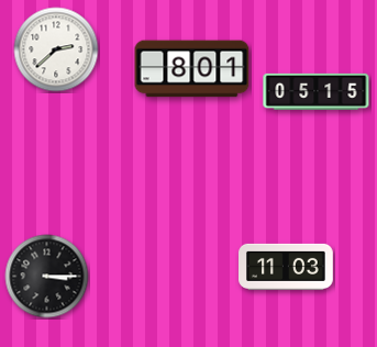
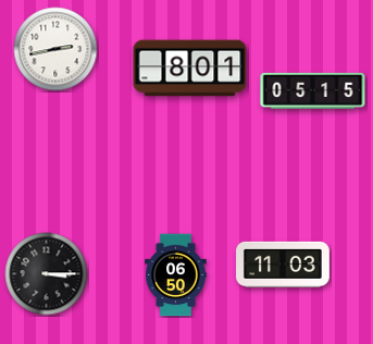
clock at (56, 49): 2:38 -> 2:43
clock at (176, 275): none -> 06:50
